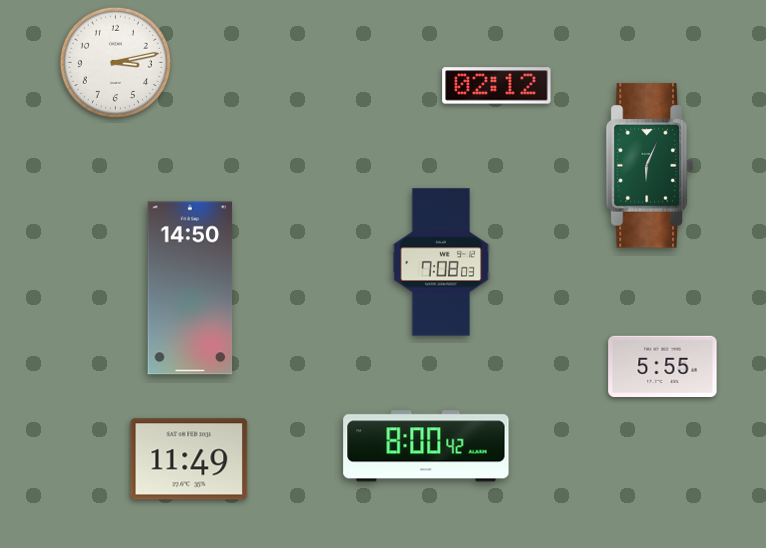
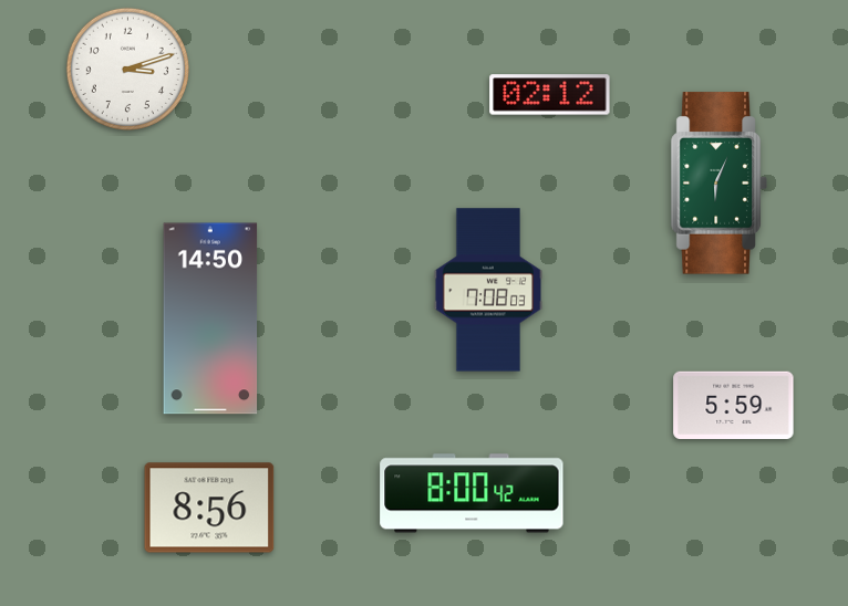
clock at (115, 62): 3:13 -> 3:12
clock at (663, 366): 5:55 -> 5:59
clock at (189, 459): 11:49 -> 8:56
